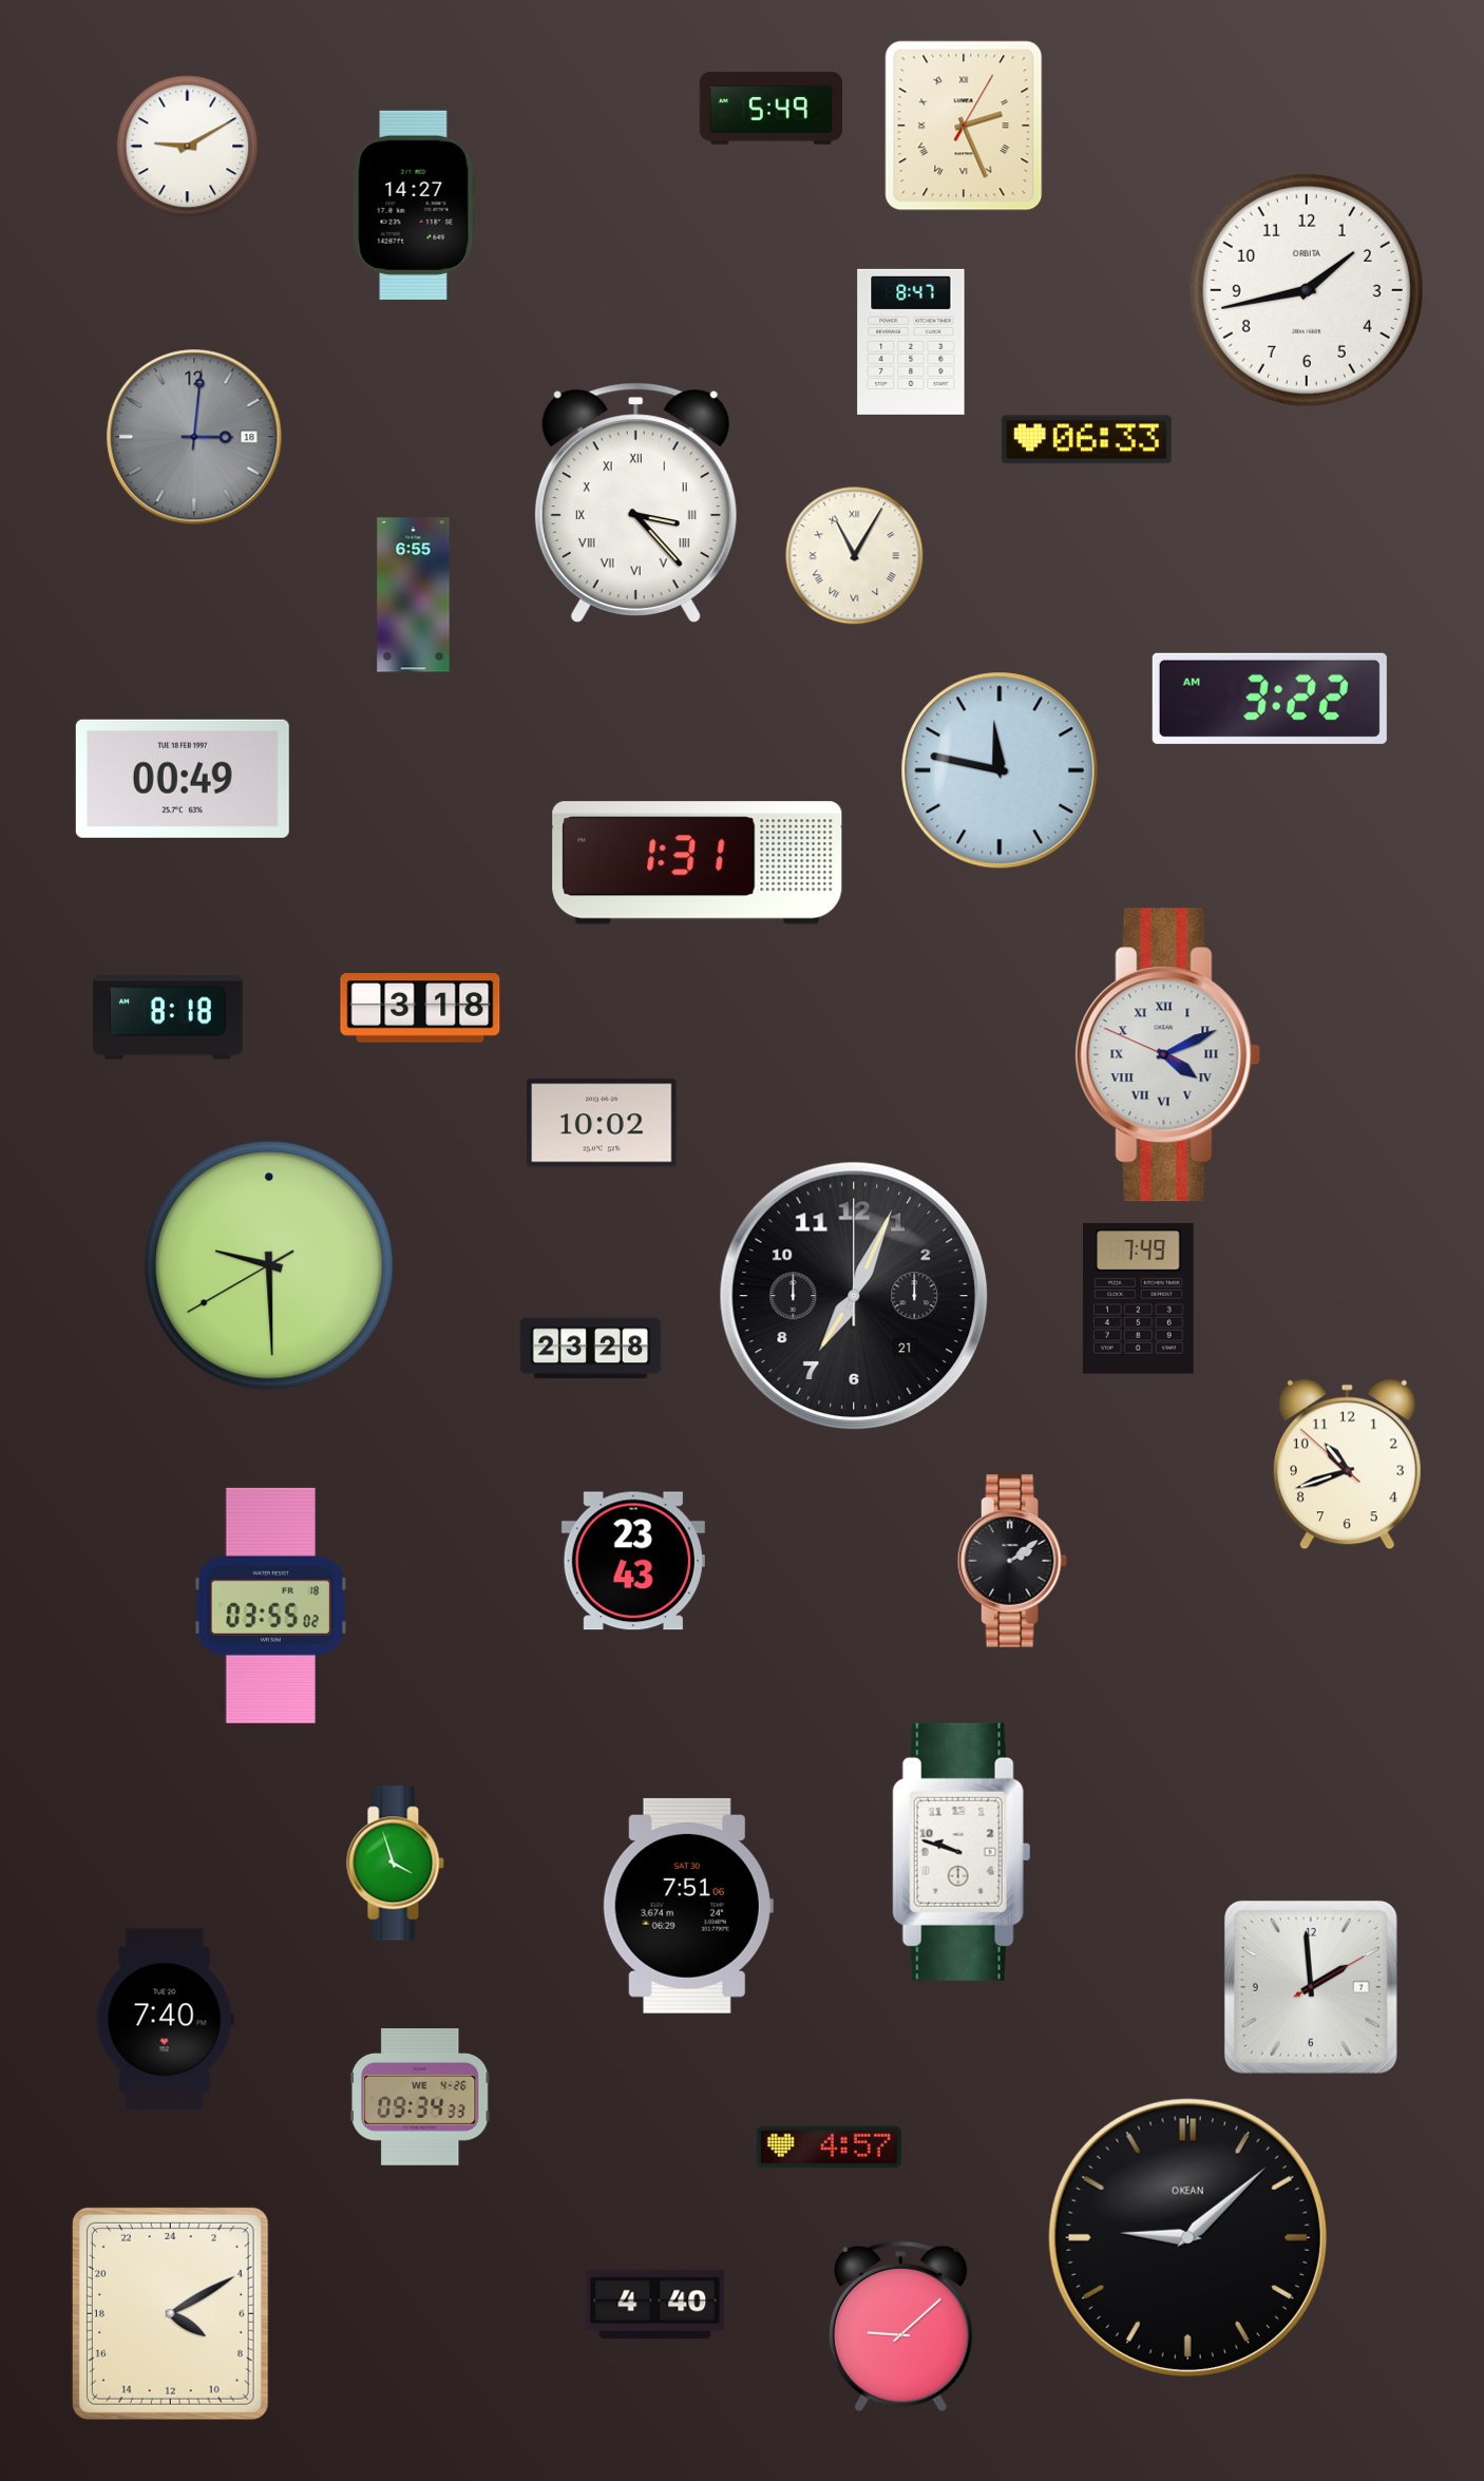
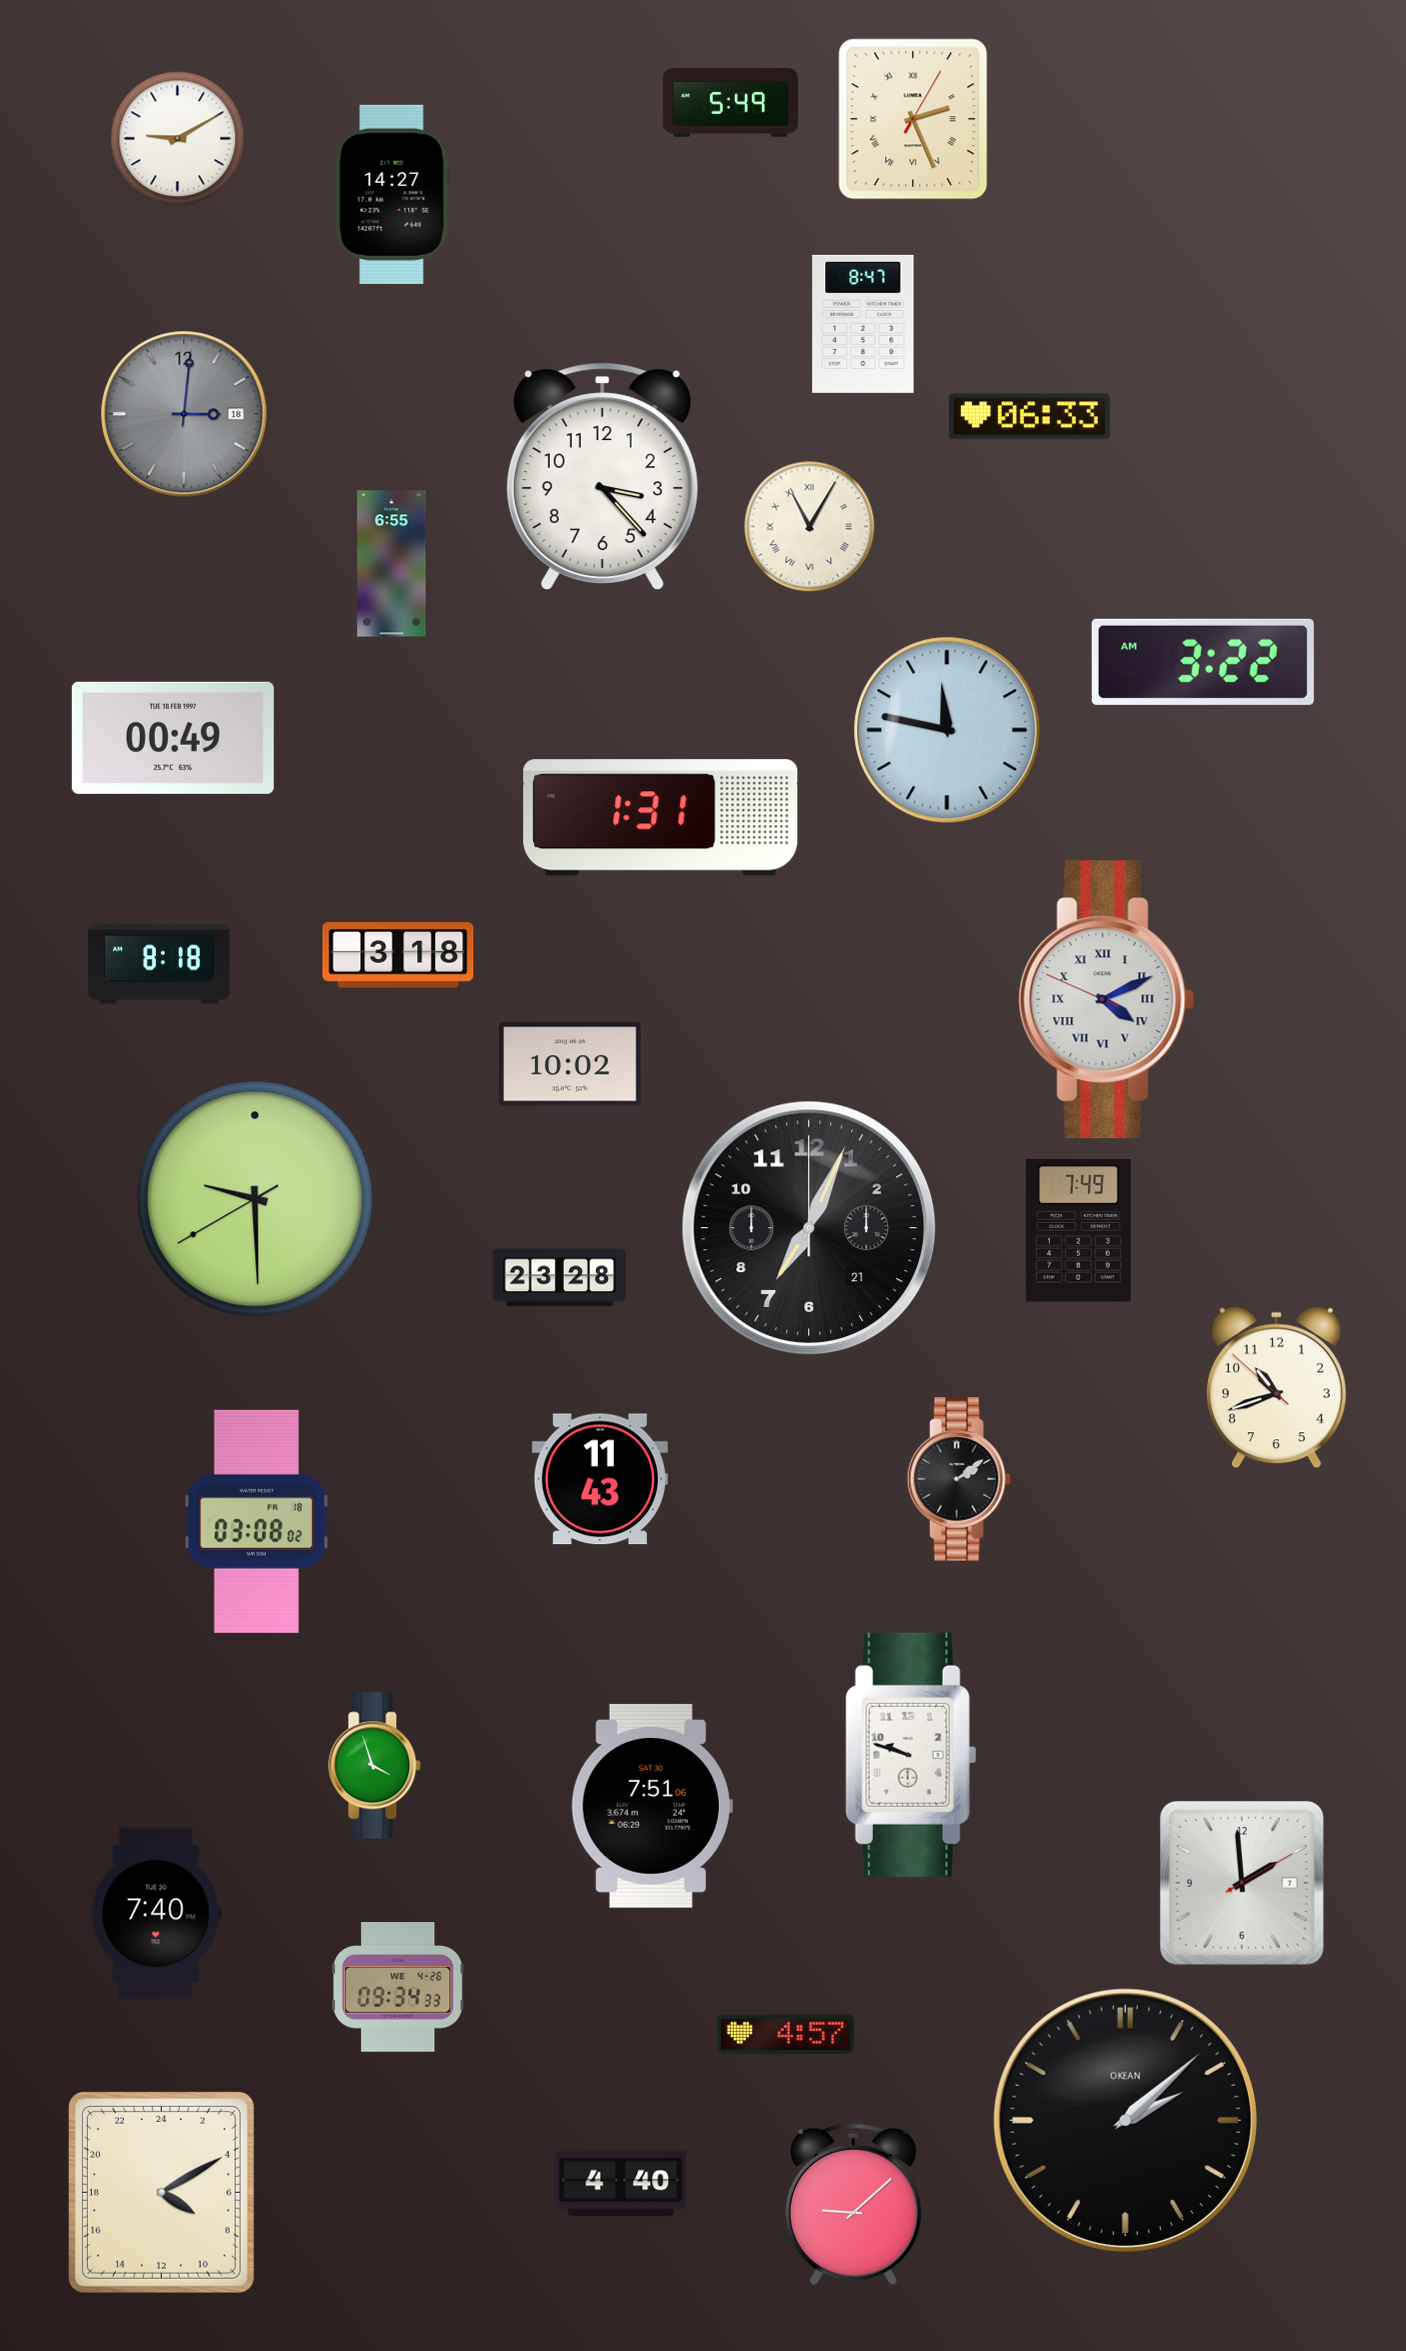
clock at (1307, 290): 1:43 -> none
clock at (635, 502) numerals: Roman -> Arabic
clock at (633, 1561): 23:43 -> 11:43
clock at (271, 1605): 03:55 -> 03:08
clock at (1187, 2237): 9:08 -> 2:08
